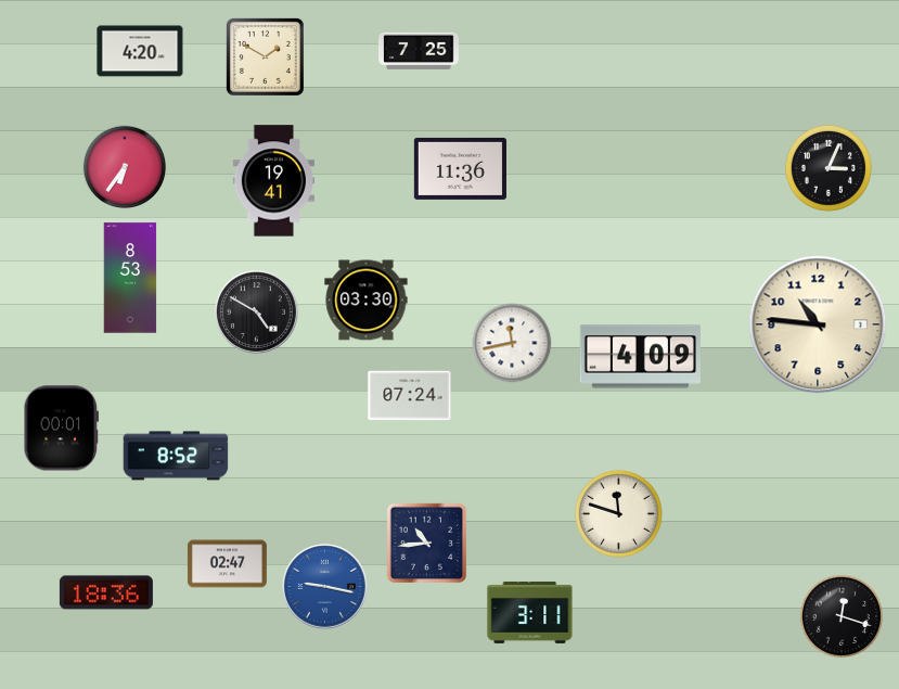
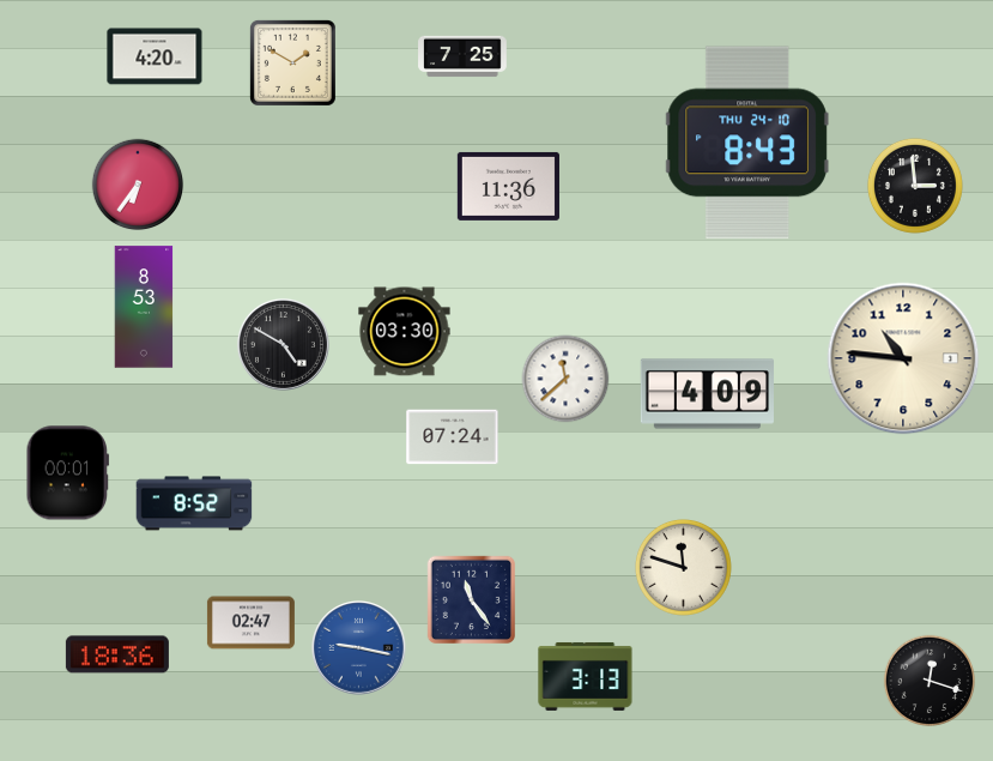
clock at (747, 143): none -> 8:43
clock at (829, 168): 3:04 -> 2:59
clock at (273, 181): 19:41 -> none
clock at (512, 343): 11:43 -> 11:38
clock at (426, 543): 10:44 -> 11:24
clock at (530, 612): 3:11 -> 3:13
